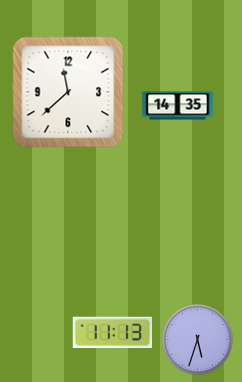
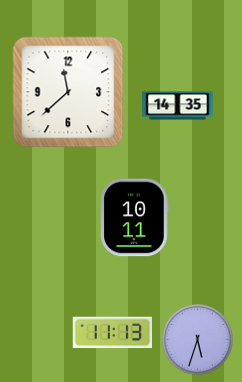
clock at (135, 218): none -> 10:11
